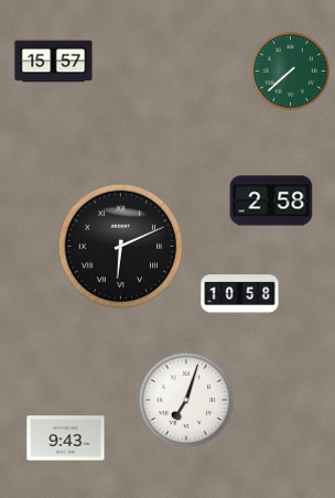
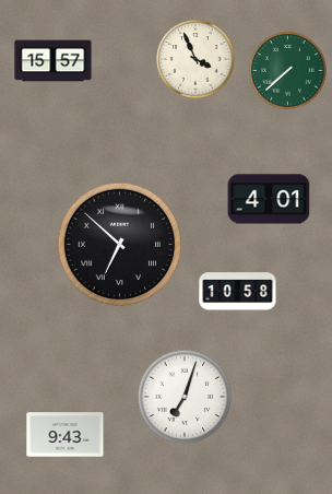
clock at (195, 59): none -> 3:56
clock at (271, 201): 2:58 -> 4:01
clock at (121, 247): 6:11 -> 6:52
